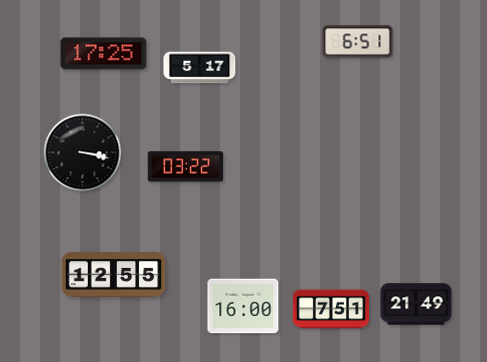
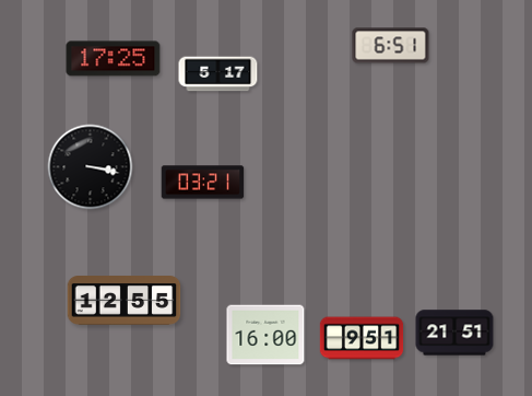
clock at (186, 167): 03:22 -> 03:21
clock at (416, 304): 21:49 -> 21:51
clock at (331, 309): 7:51 -> 9:51
